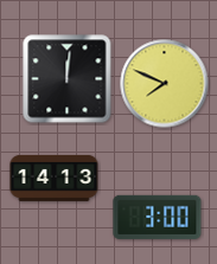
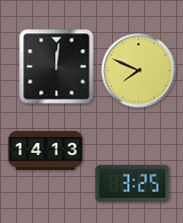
clock at (158, 217): 3:00 -> 3:25
